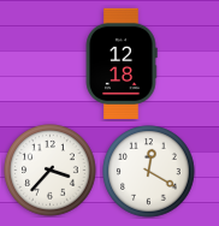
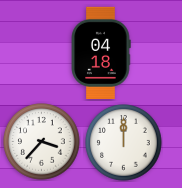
clock at (122, 63): 12:18 -> 04:18
clock at (149, 172): 12:20 -> 12:00
